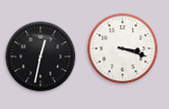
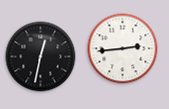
clock at (123, 49): 3:18 -> 2:44
